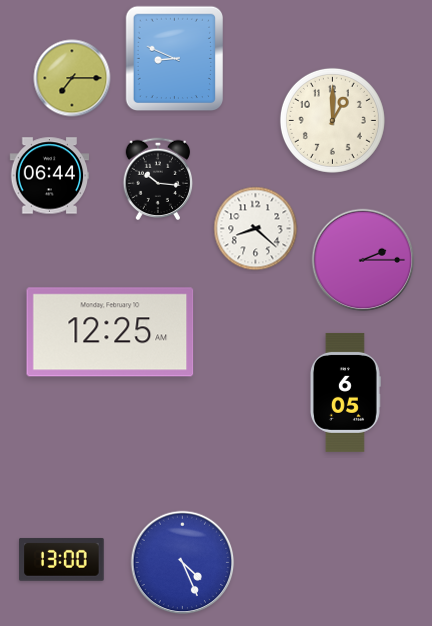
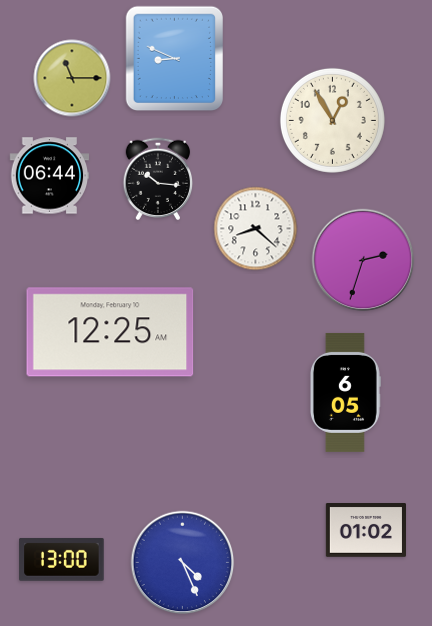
clock at (72, 78): 7:15 -> 11:15
clock at (332, 120): 1:00 -> 12:55
clock at (363, 260): 2:15 -> 2:33
clock at (365, 531): none -> 01:02
